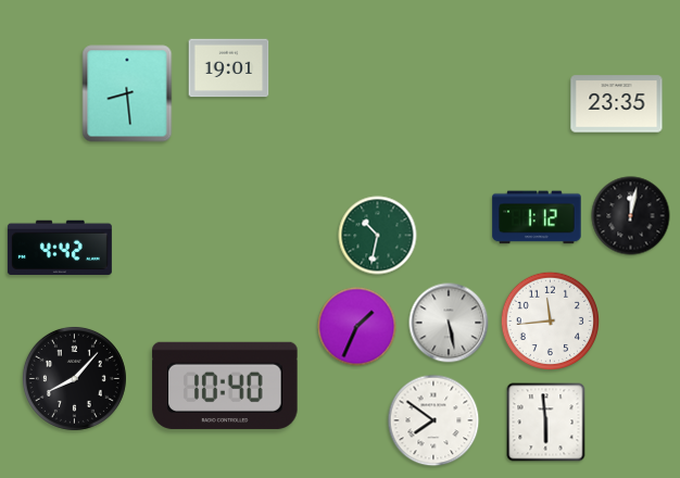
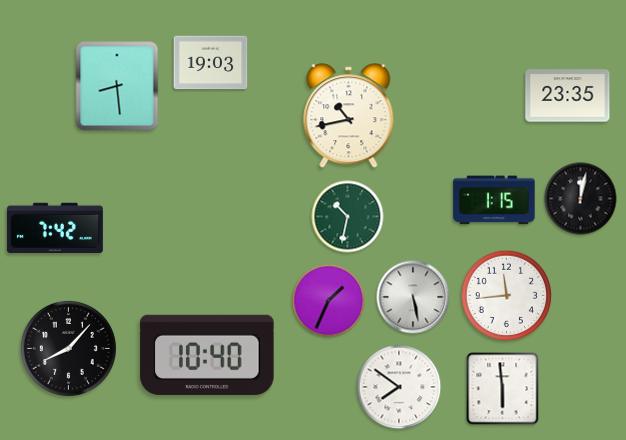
clock at (229, 68): 19:01 -> 19:03
clock at (349, 116): none -> 10:43
clock at (537, 217): 1:12 -> 1:15
clock at (60, 247): 4:42 -> 7:42
